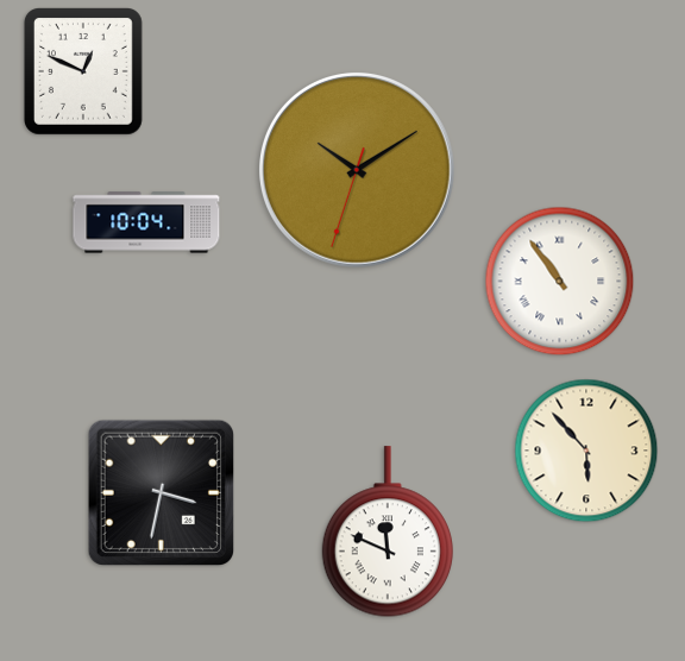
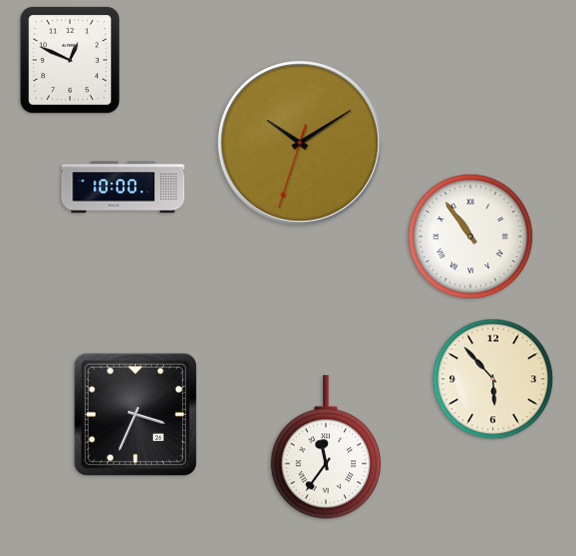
clock at (146, 222): 10:04 -> 10:00
clock at (161, 492): 3:32 -> 3:34
clock at (388, 533): 11:49 -> 11:36
